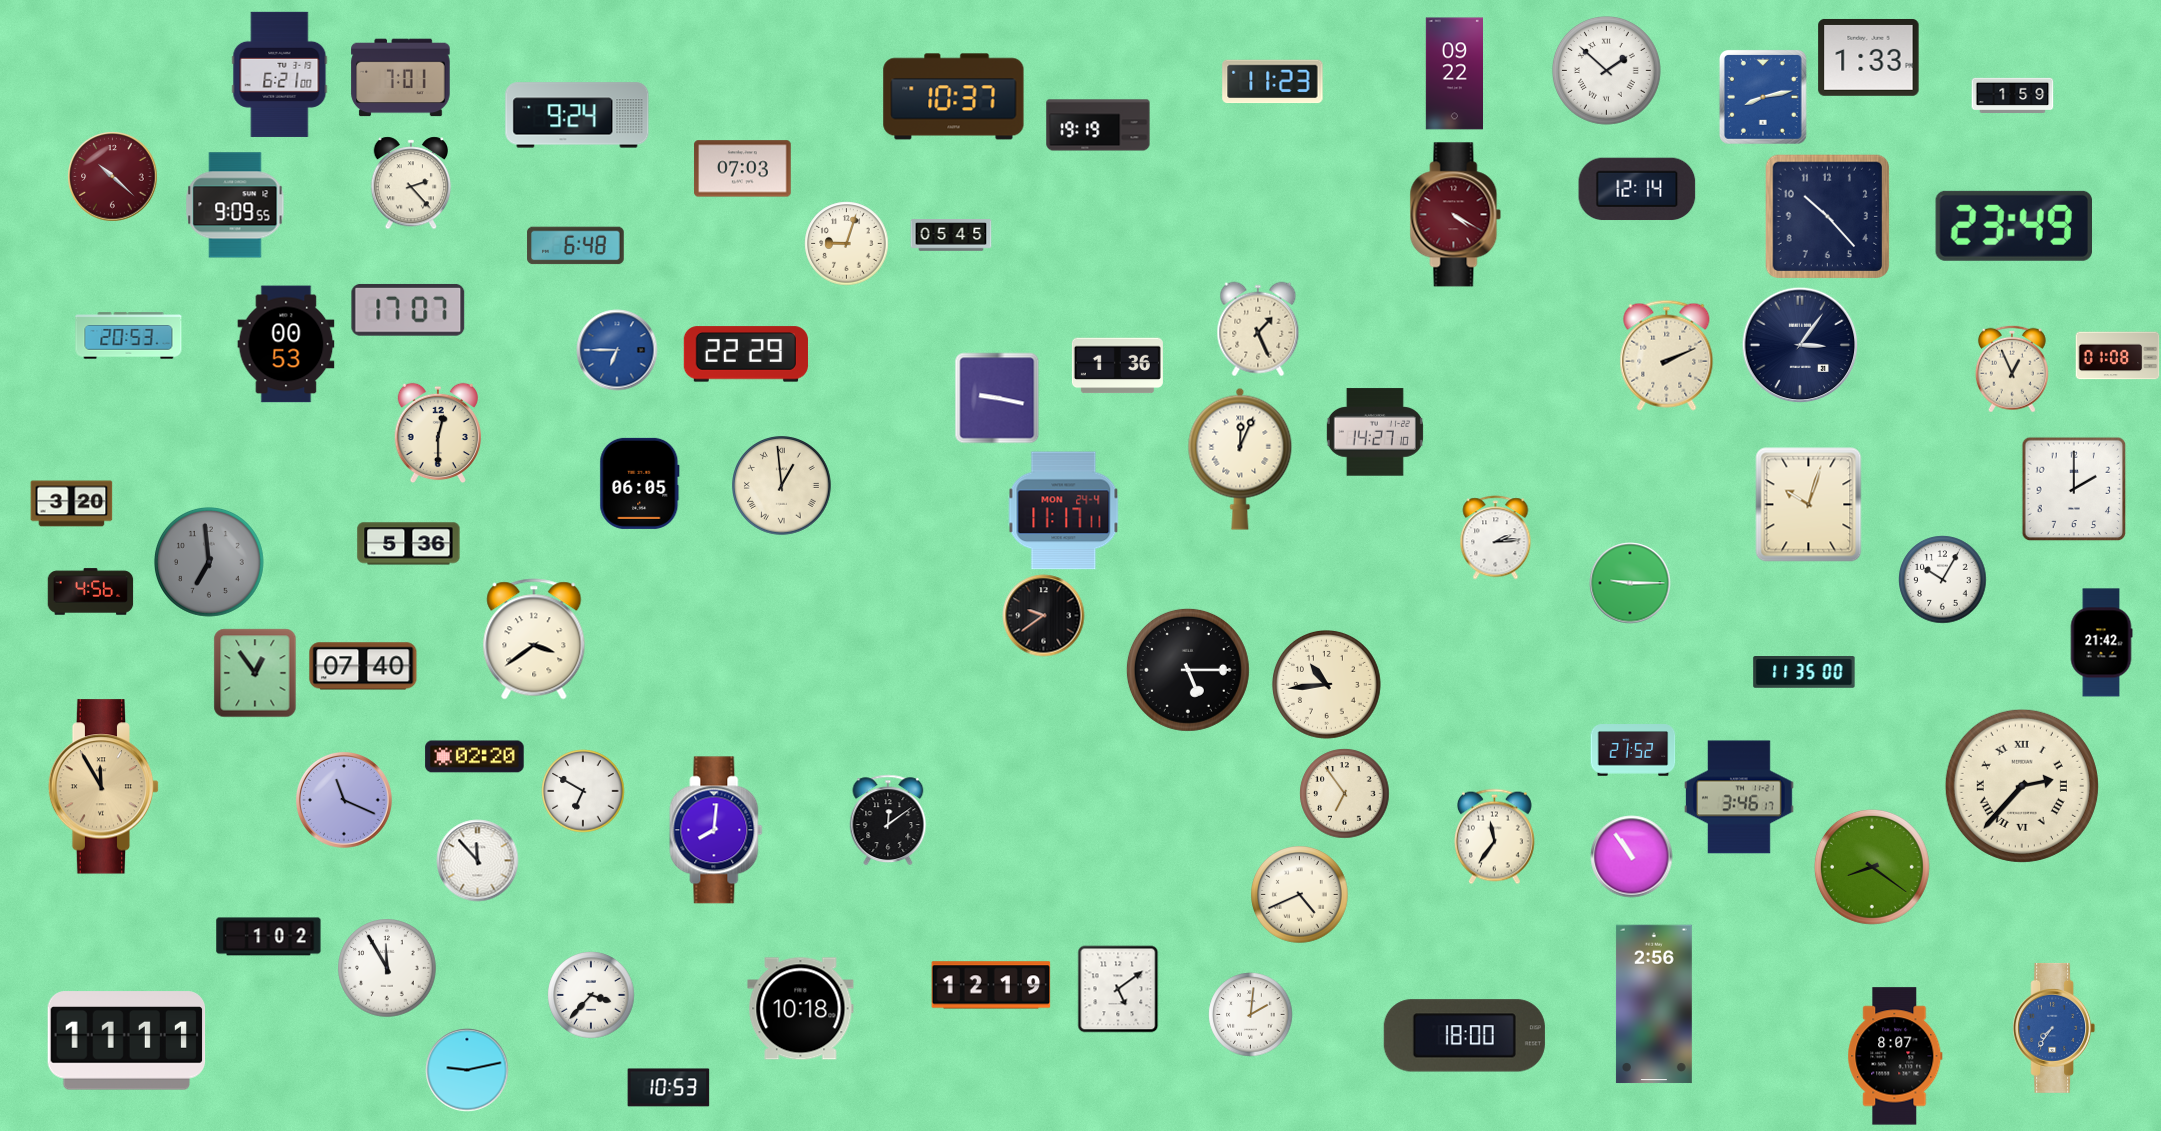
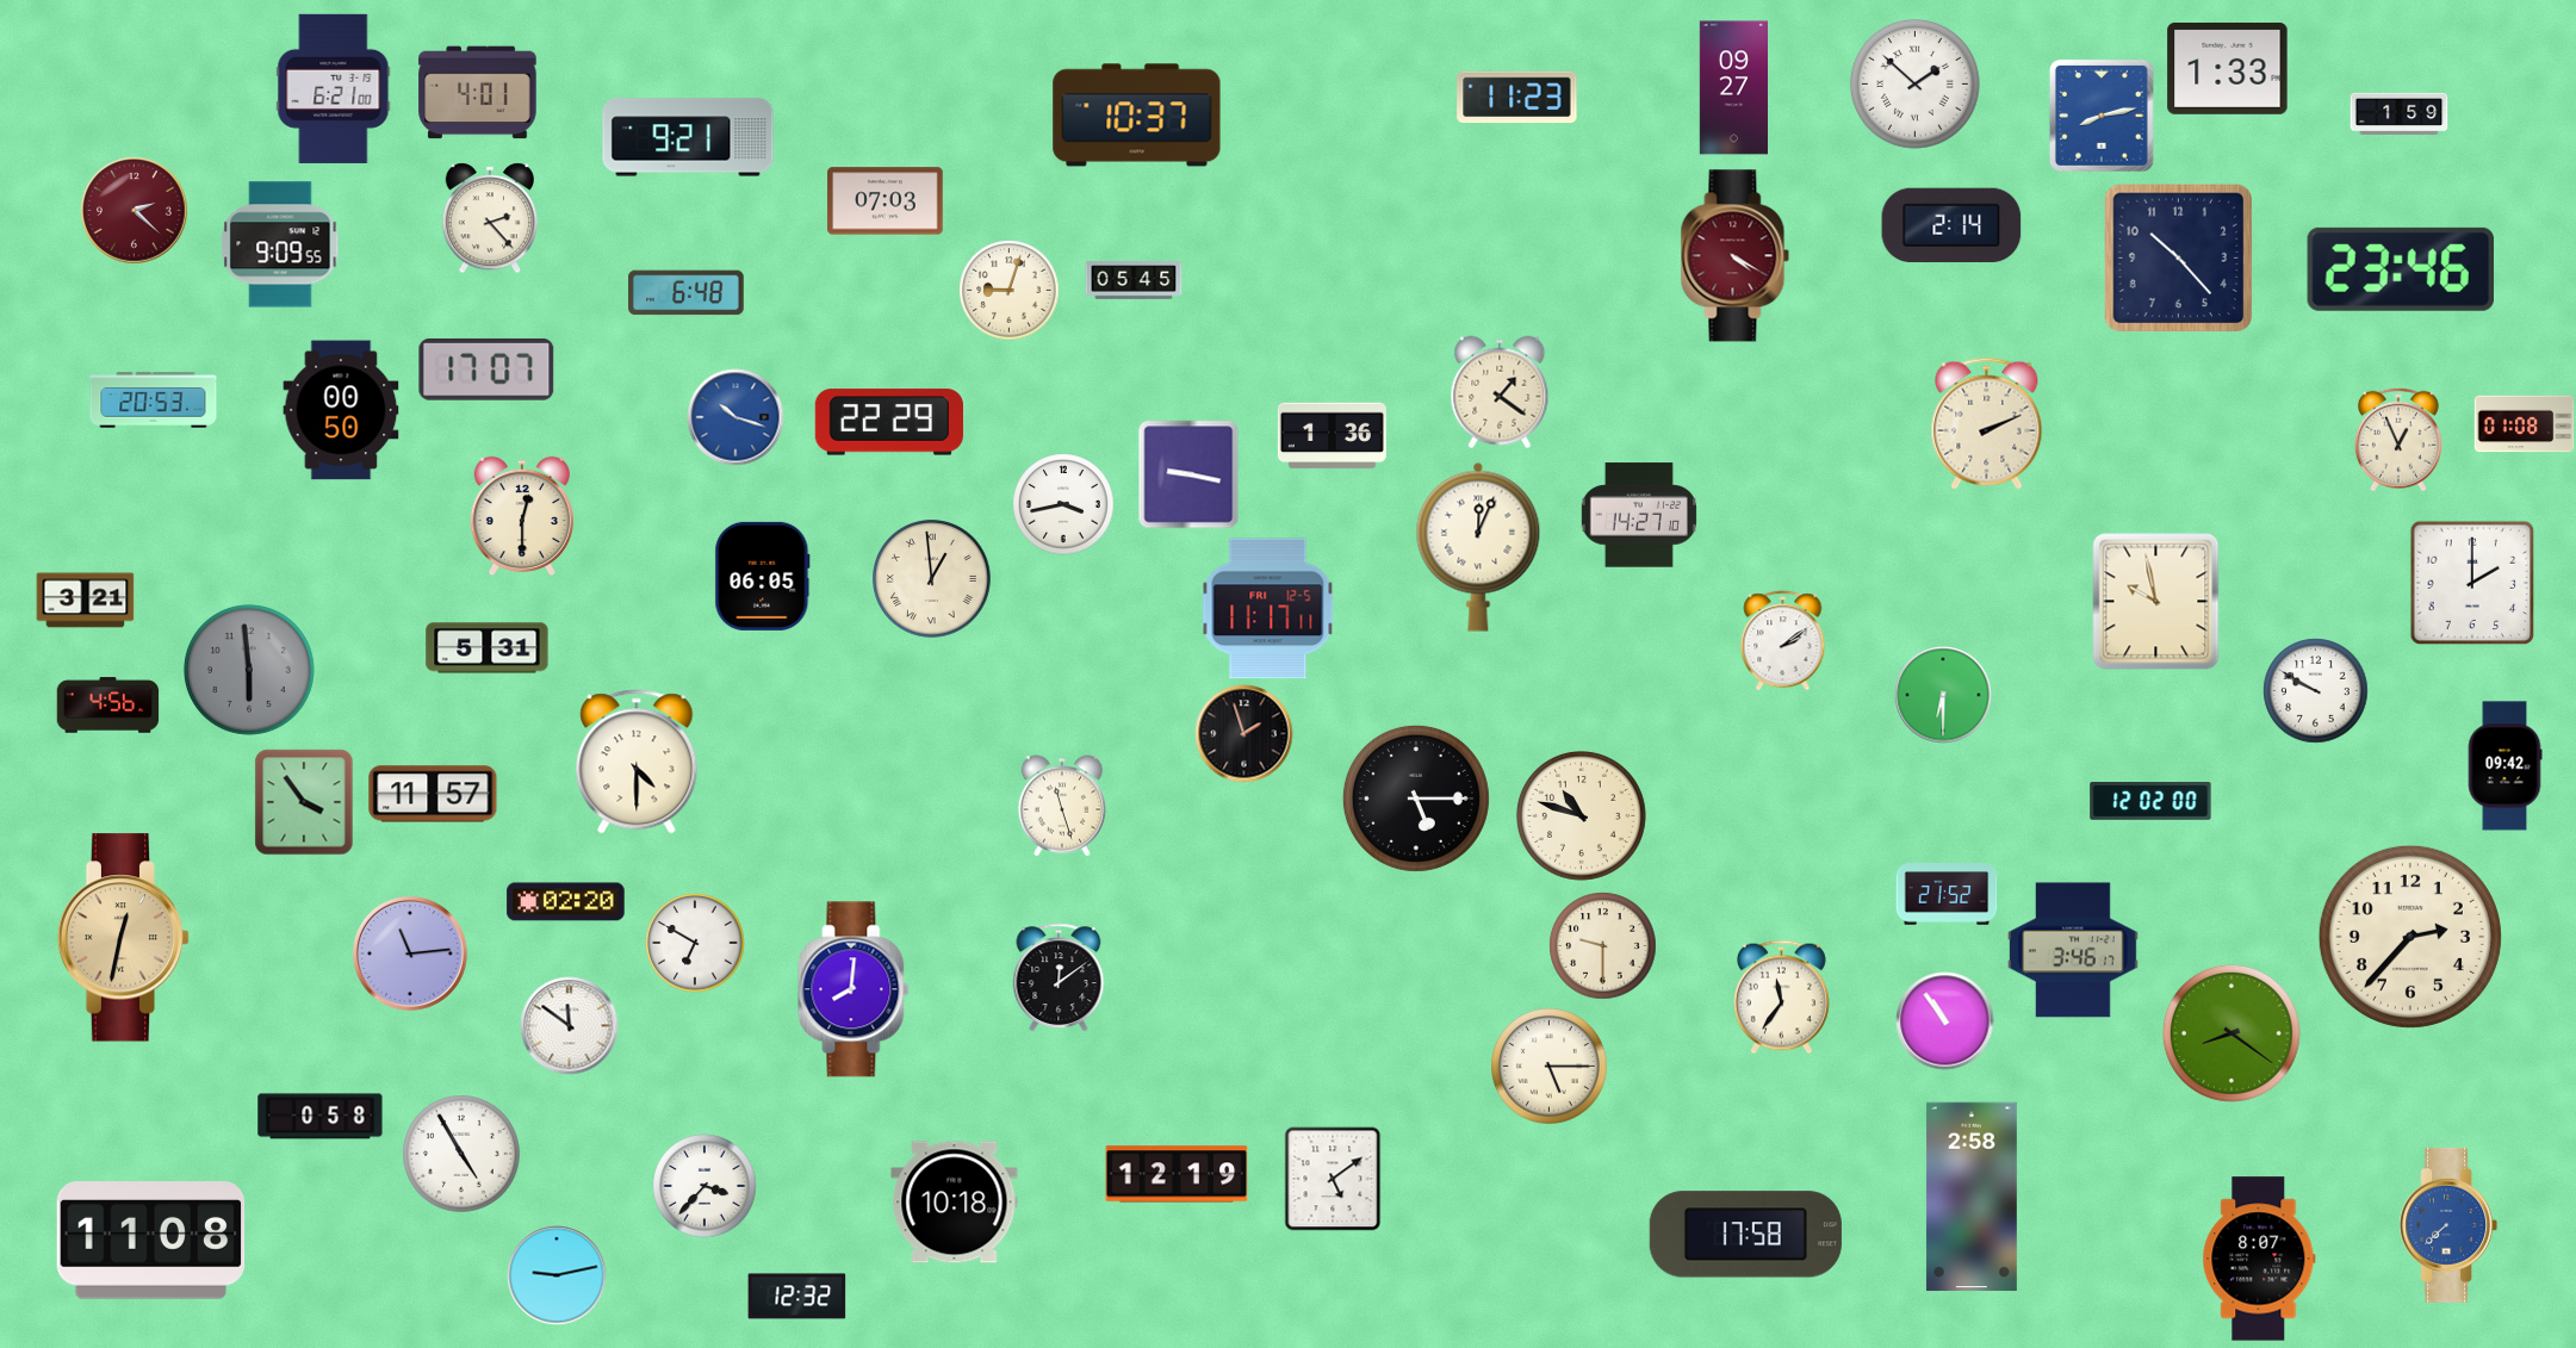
clock at (1454, 74): 09:22 -> 09:27
clock at (401, 78): 7:01 -> 4:01
clock at (577, 115): 9:24 -> 9:21
clock at (1098, 125): 19:19 -> none
clock at (113, 177): 10:22 -> 2:22
clock at (1637, 189): 12:14 -> 2:14
clock at (2013, 226): 23:49 -> 23:46
clock at (1258, 329): 1:26 -> 1:21
clock at (286, 344): 00:53 -> 00:50
clock at (1800, 345): 3:06 -> none
clock at (617, 350): 6:45 -> 10:18
clock at (1063, 504): none -> 3:43
clock at (72, 504): 3:20 -> 3:21
clock at (1809, 505): 10:03 -> 9:58
clock at (1064, 511) date: MON 24-4 -> FRI 12-5
clock at (1496, 538): 2:14 -> 2:09
clock at (409, 544): 5:36 -> 5:31
clock at (209, 562): 6:59 -> 5:59
clock at (1943, 580): 10:05 -> 9:50
clock at (1630, 583): 9:15 -> 6:30
clock at (1044, 616): 9:39 -> 1:57
clock at (534, 639): 3:39 -> 4:30
clock at (2101, 643): 21:42 -> 09:42
clock at (363, 666): 07:40 -> 11:57
clock at (255, 673): 12:54 -> 3:54
clock at (1804, 673): 11:35 -> 12:02
clock at (1062, 806): none -> 11:27
clock at (1327, 685): 10:44 -> 10:48
clock at (2022, 786) numerals: Roman -> Arabic
clock at (104, 787): 11:55 -> 12:32
clock at (1345, 794): 6:54 -> 9:30
clock at (344, 800): 11:19 -> 11:14
clock at (478, 861): 11:53 -> 11:51
clock at (1300, 895): 4:41 -> 5:15
clock at (269, 937): 1:02 -> 0:58
clock at (387, 968): 11:55 -> 4:55
clock at (991, 985) position: (991, 985) -> (1177, 1174)
clock at (1654, 1004): 2:56 -> 2:58
clock at (1251, 1015): 2:01 -> none
clock at (2054, 1028): 7:36 -> 7:38
clock at (1464, 1036): 18:00 -> 17:58
clock at (127, 1041): 11:11 -> 11:08
clock at (669, 1088): 10:53 -> 12:32
